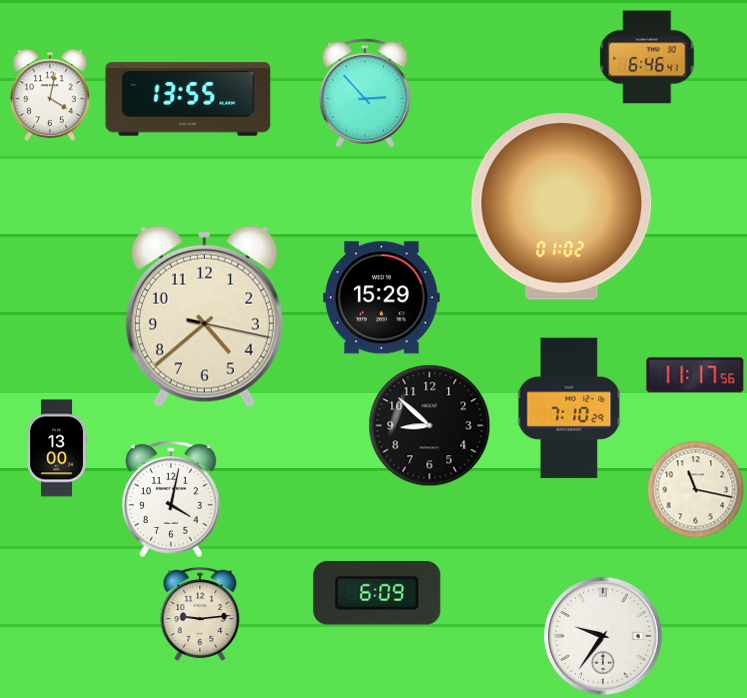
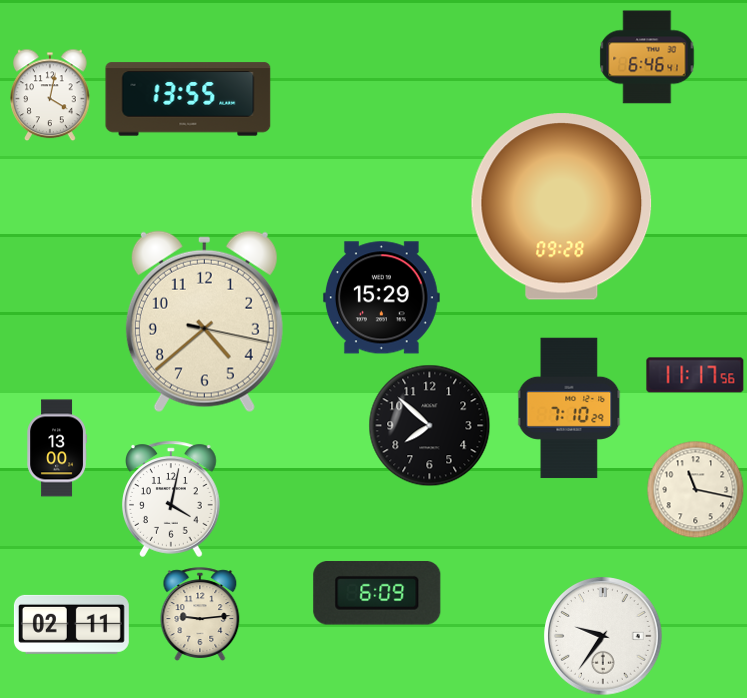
clock at (365, 93): 2:53 -> none
clock at (562, 207): 01:02 -> 09:28
clock at (204, 317) position: (204, 317) -> (204, 322)
clock at (430, 426): 8:52 -> 7:52
clock at (71, 624): none -> 02:11
